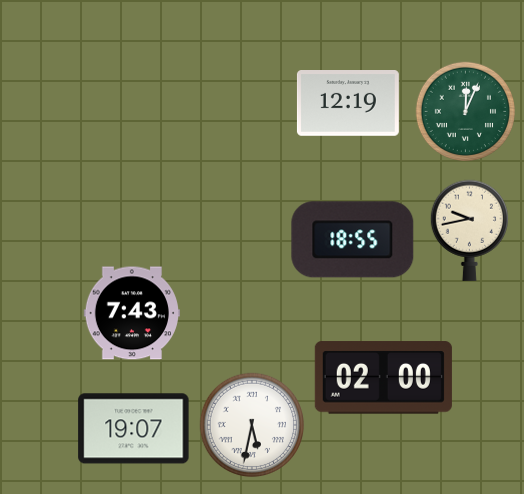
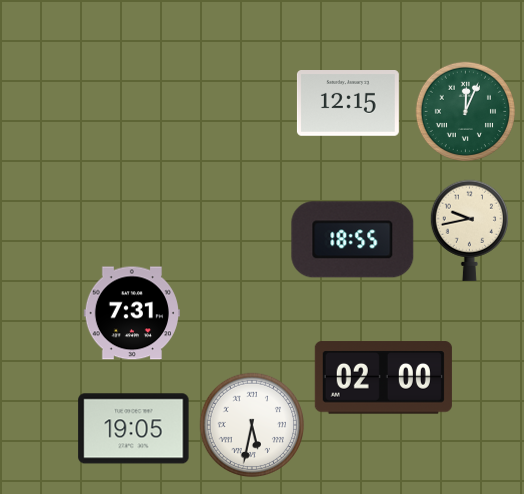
clock at (348, 104): 12:19 -> 12:15
clock at (131, 313): 7:43 -> 7:31
clock at (134, 429): 19:07 -> 19:05
